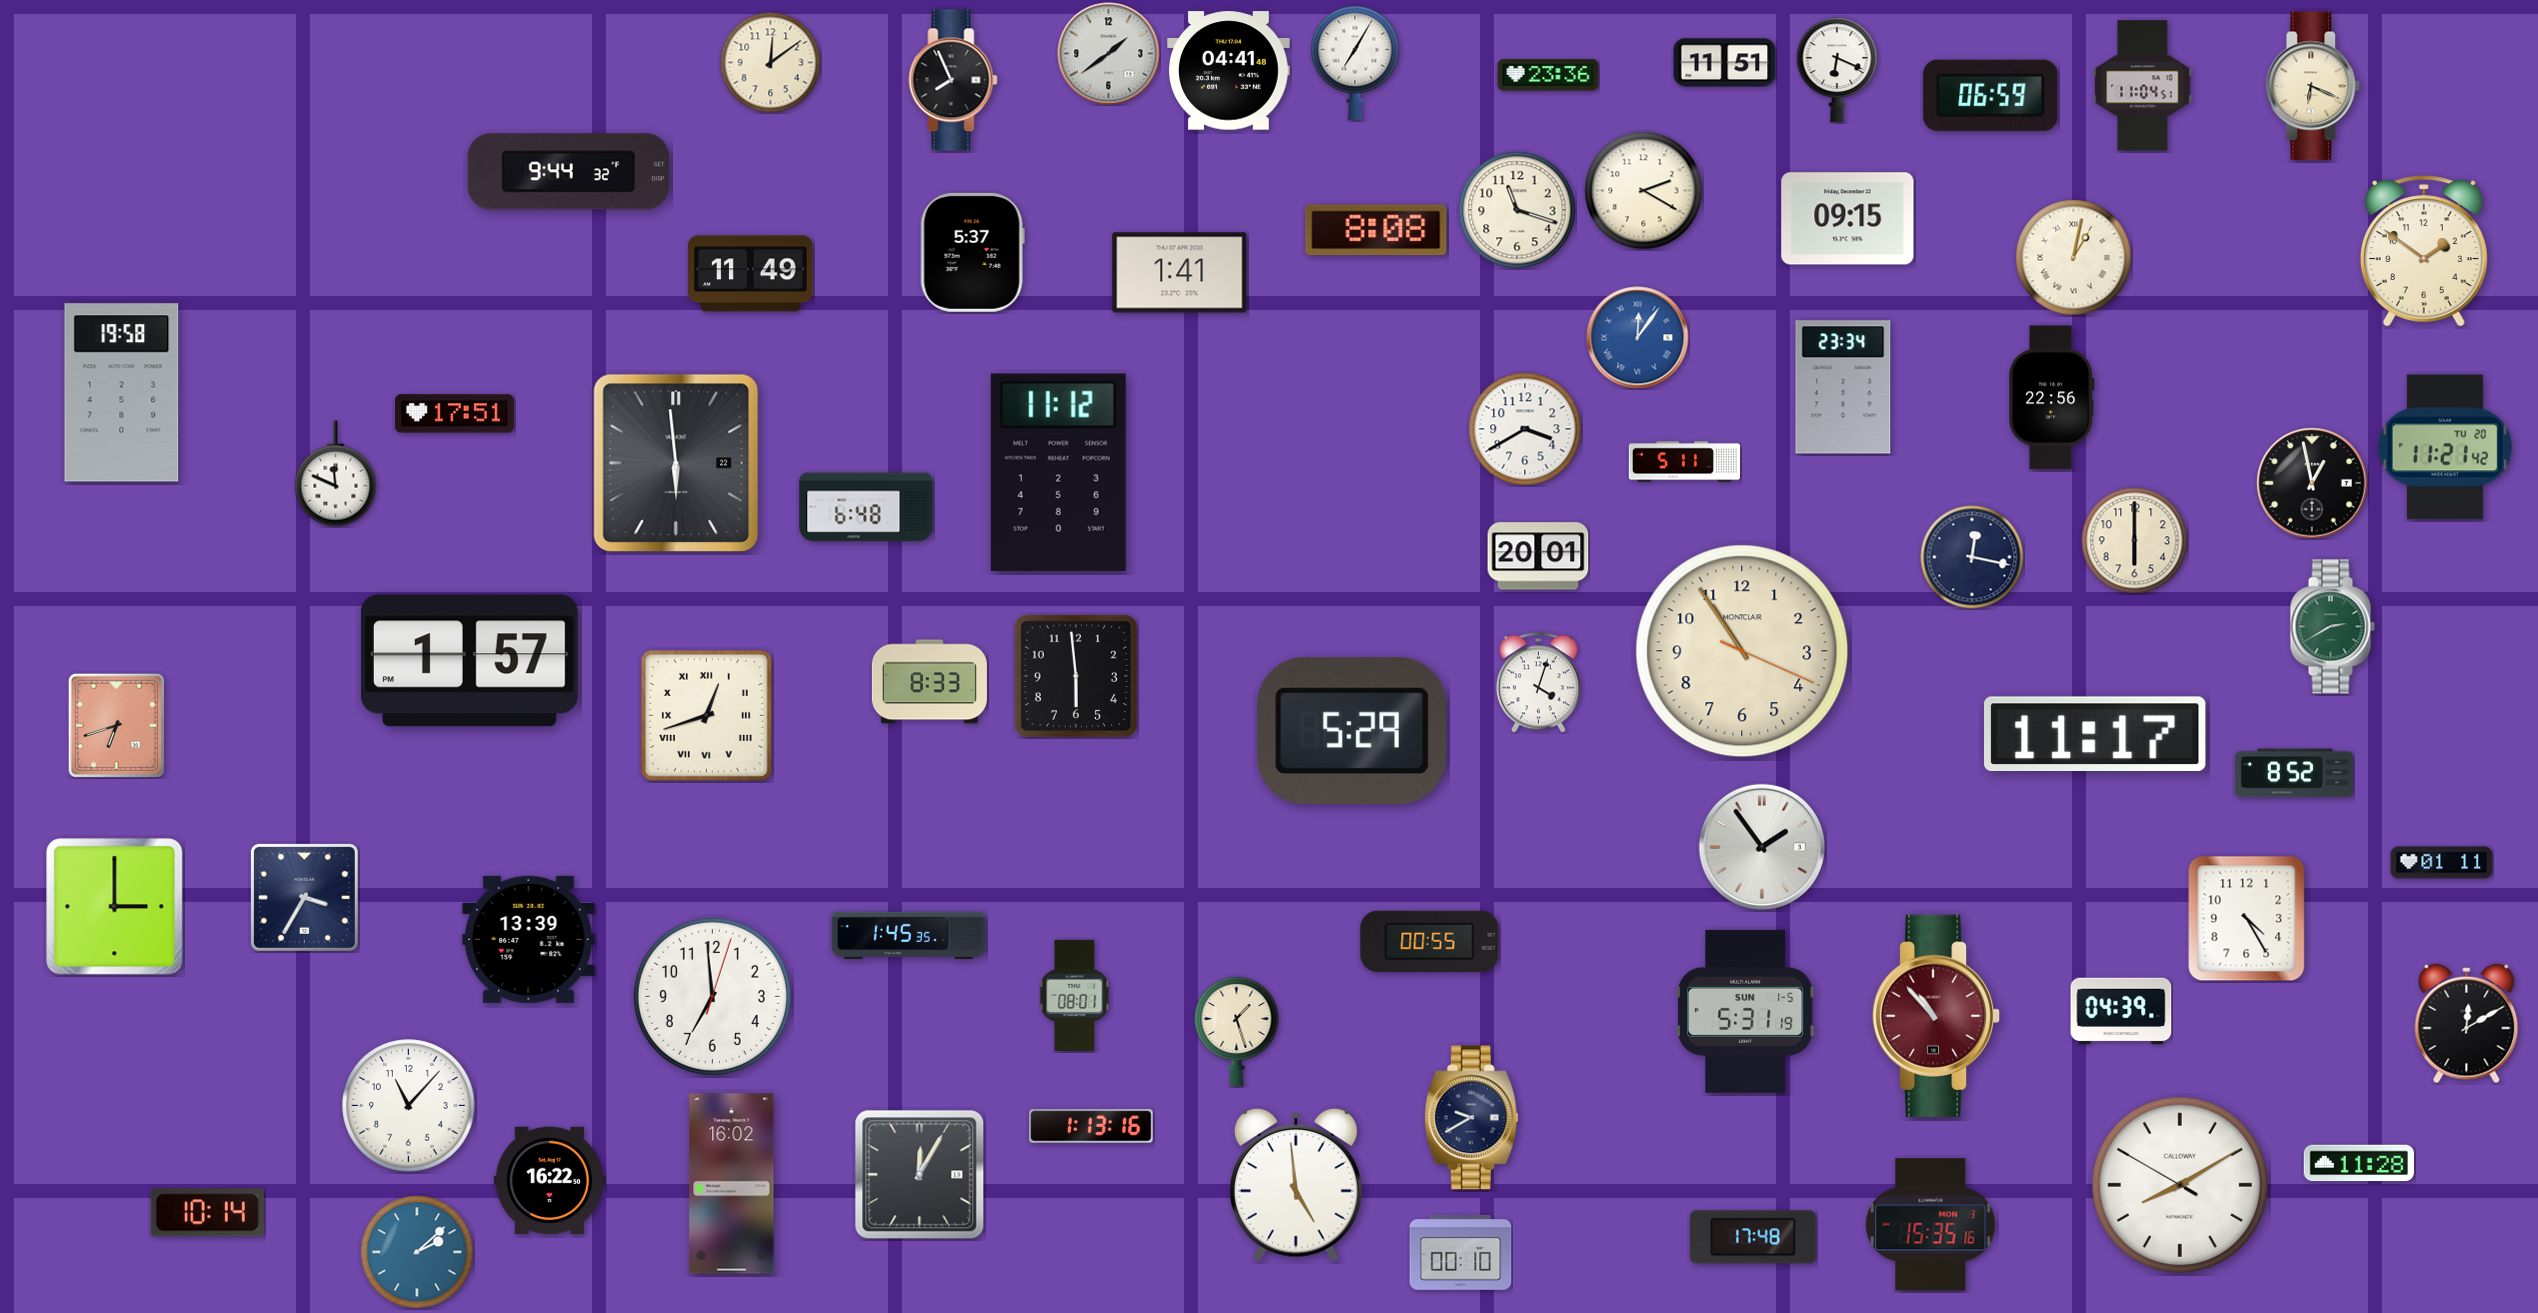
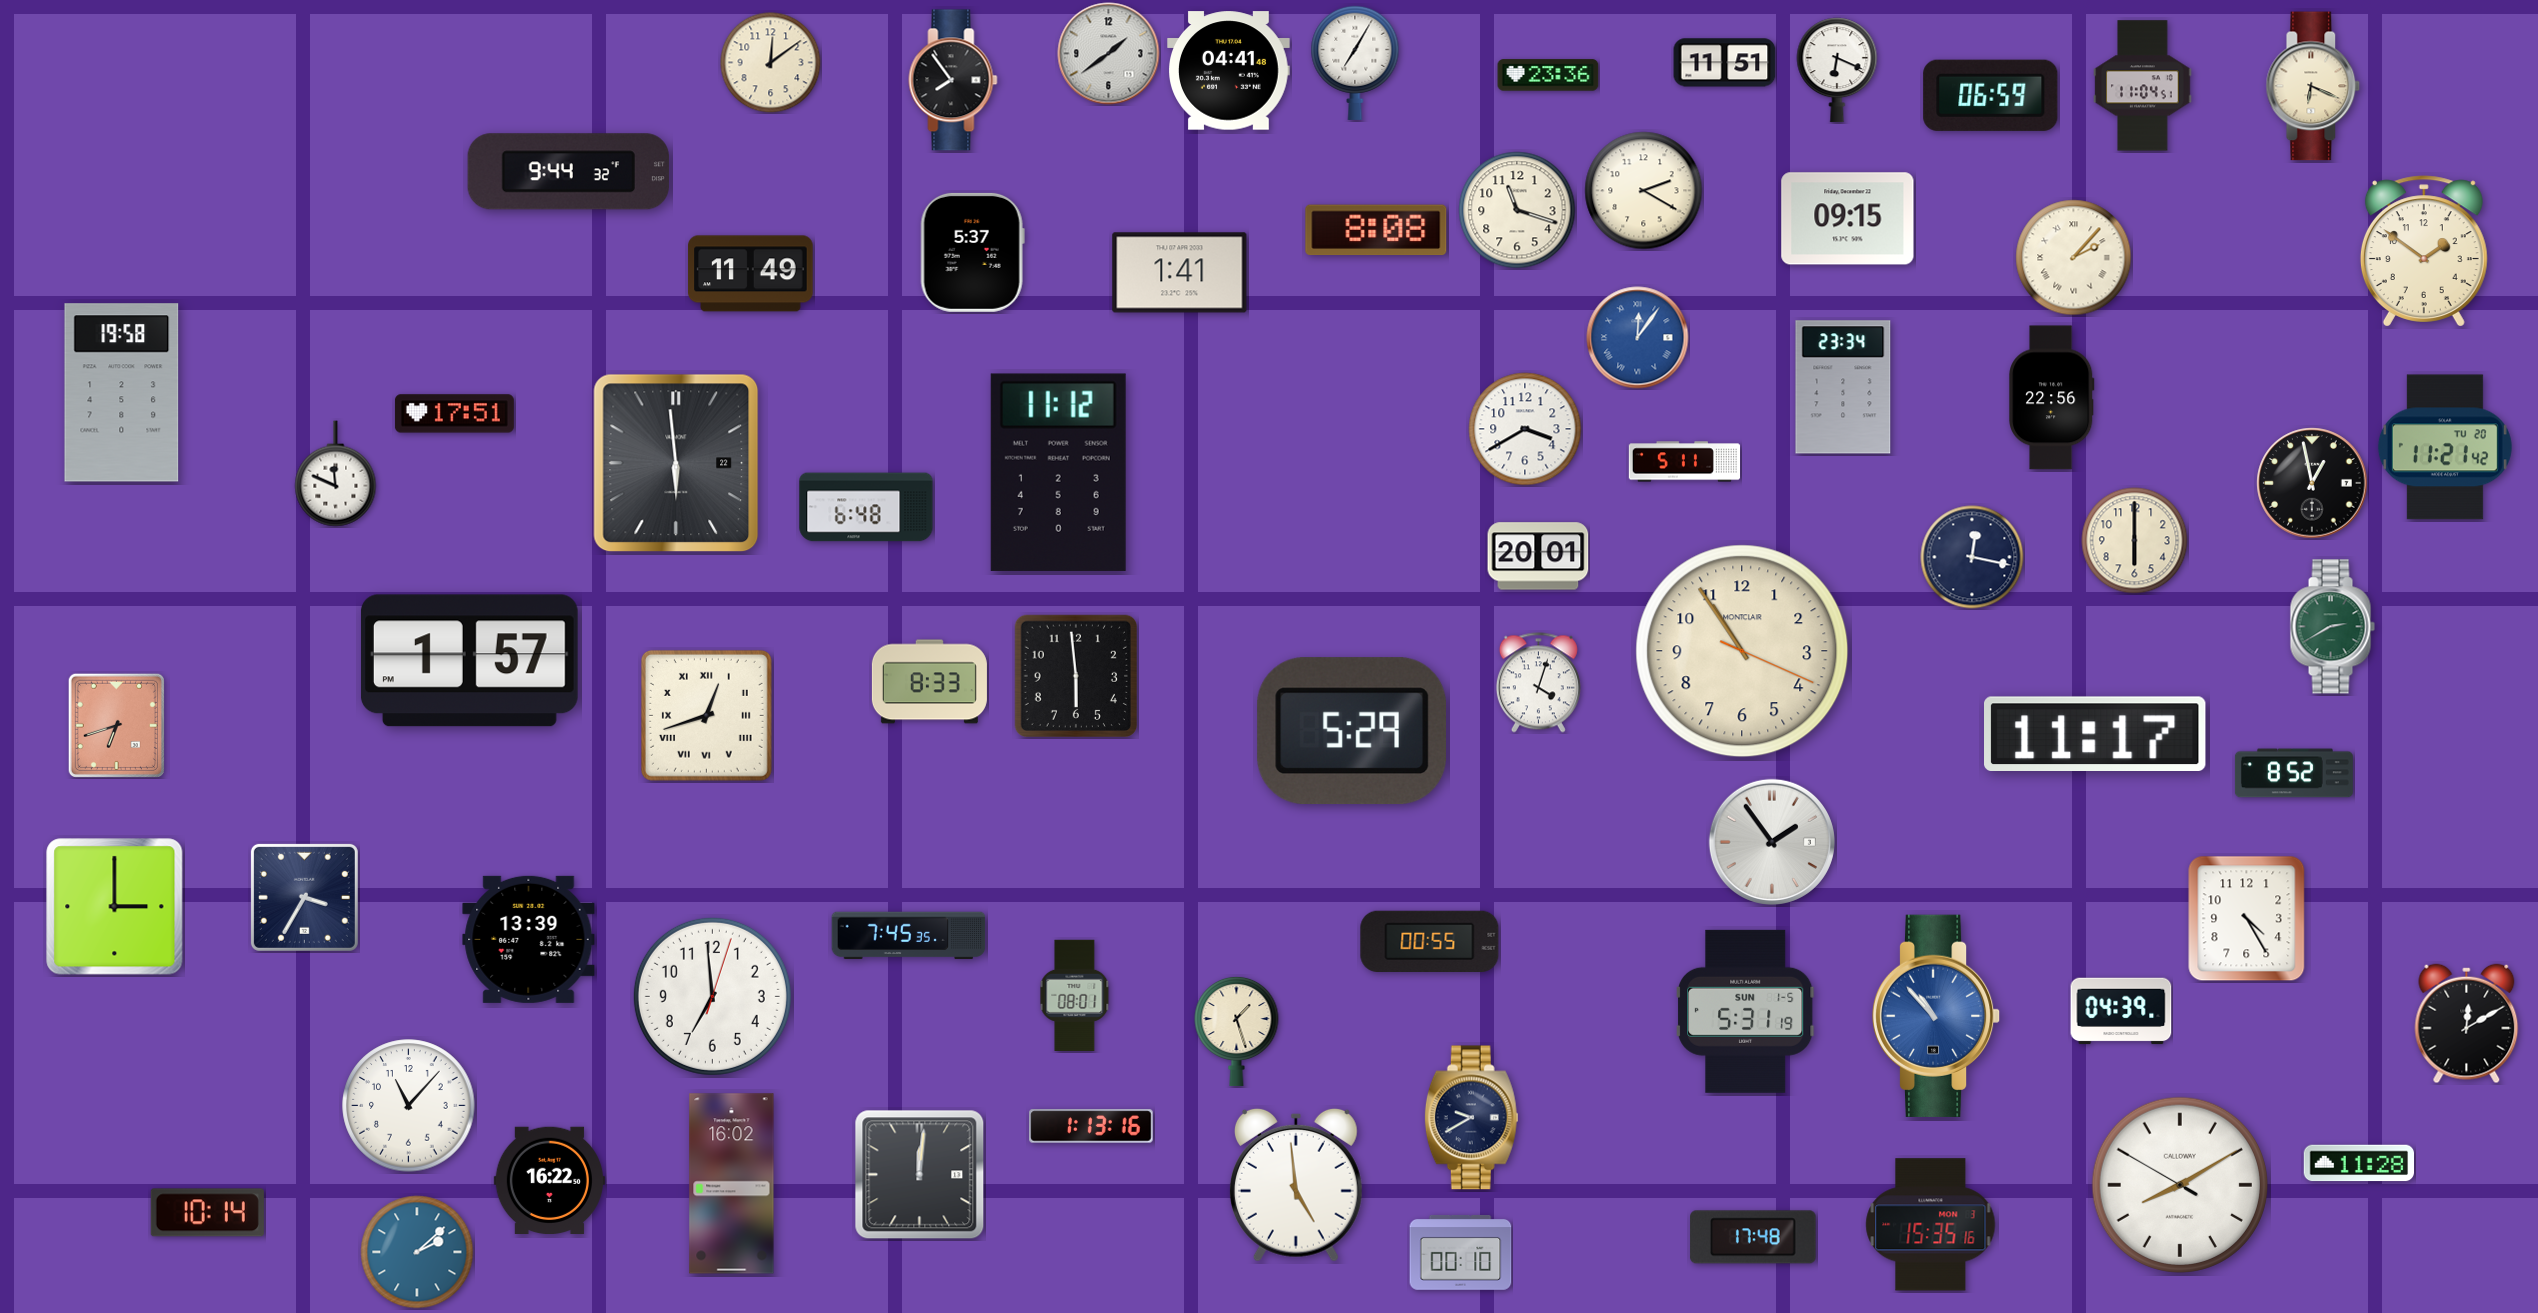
clock at (953, 80): 7:56 -> 7:54
clock at (2074, 258): 1:02 -> 2:07
clock at (1762, 847) position: (1762, 847) -> (1772, 842)
clock at (2442, 863): 01:11 -> none
clock at (909, 936): 1:45 -> 7:45
clock at (1936, 1016) dial: burgundy -> blue
clock at (920, 1175): 12:05 -> 12:01
